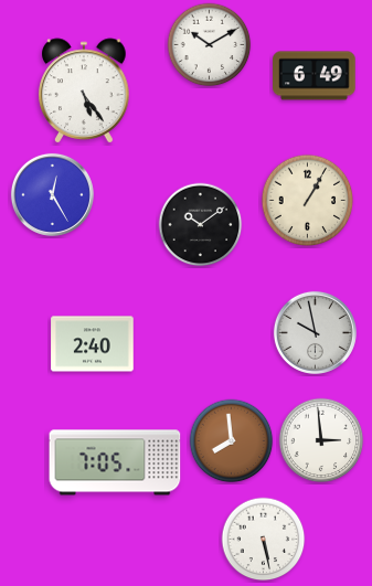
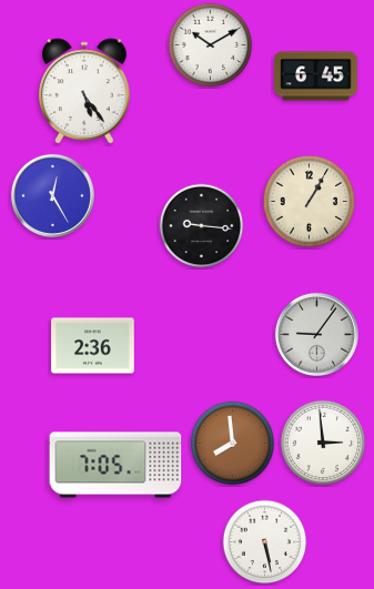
clock at (315, 76): 6:49 -> 6:45
clock at (201, 225): 10:09 -> 9:16
clock at (315, 332): 9:58 -> 9:06
clock at (93, 344): 2:40 -> 2:36
